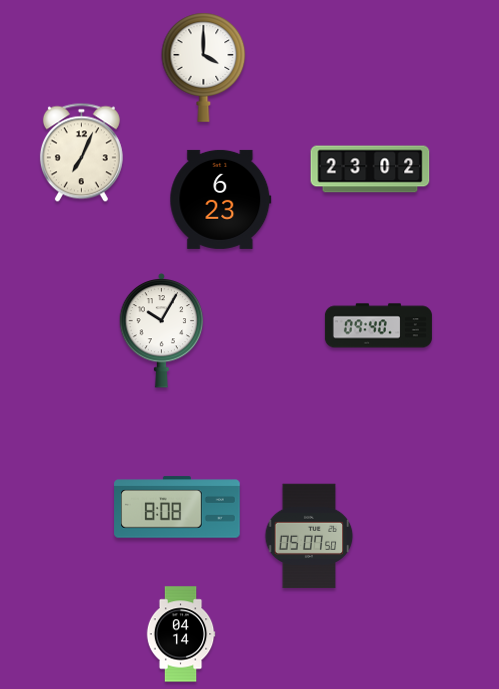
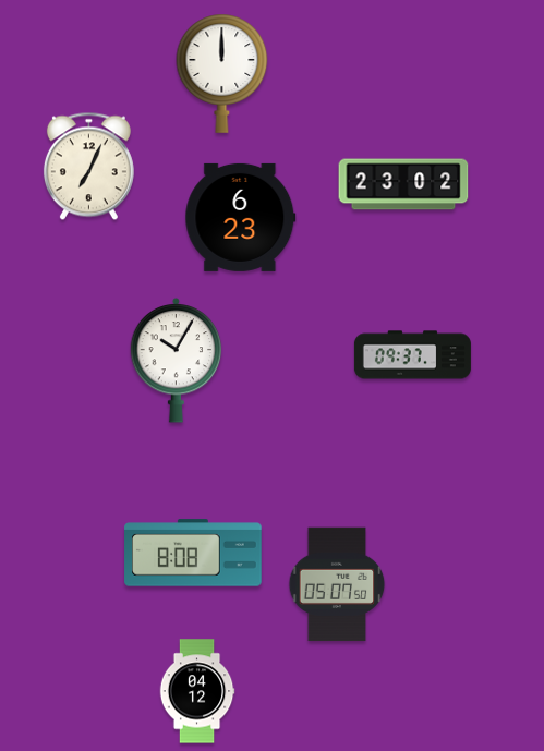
clock at (204, 67): 4:00 -> 12:00
clock at (378, 326): 09:40 -> 09:37
clock at (181, 634): 04:14 -> 04:12
